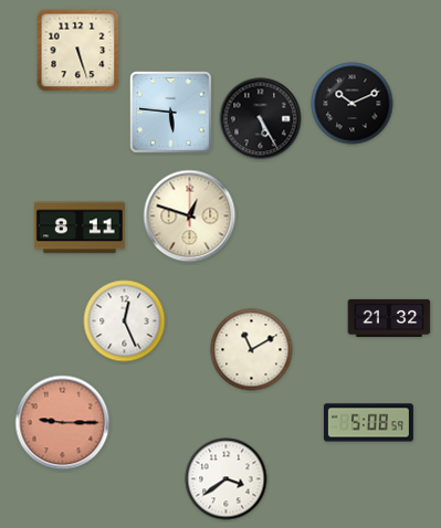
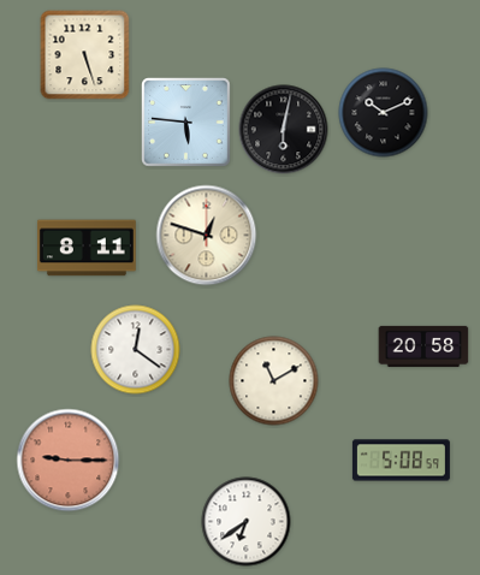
clock at (261, 119): 5:25 -> 6:02
clock at (389, 318): 21:32 -> 20:58
clock at (125, 321): 12:26 -> 12:21
clock at (227, 479): 3:39 -> 6:39
